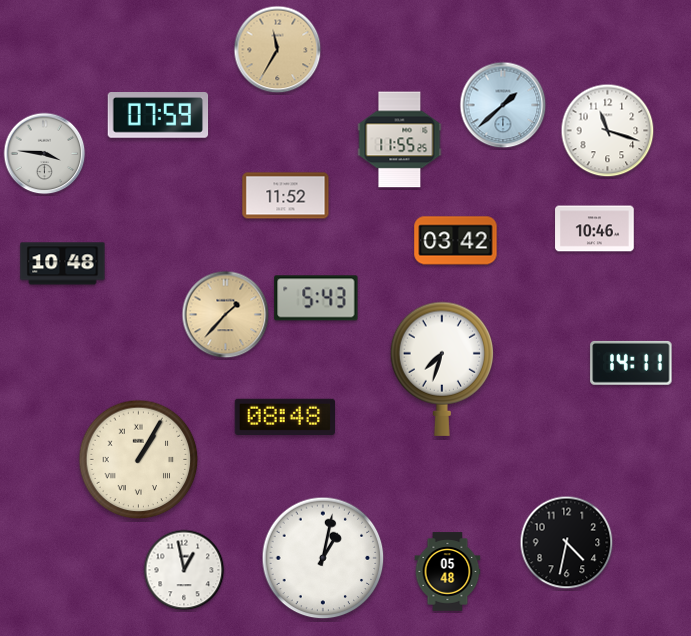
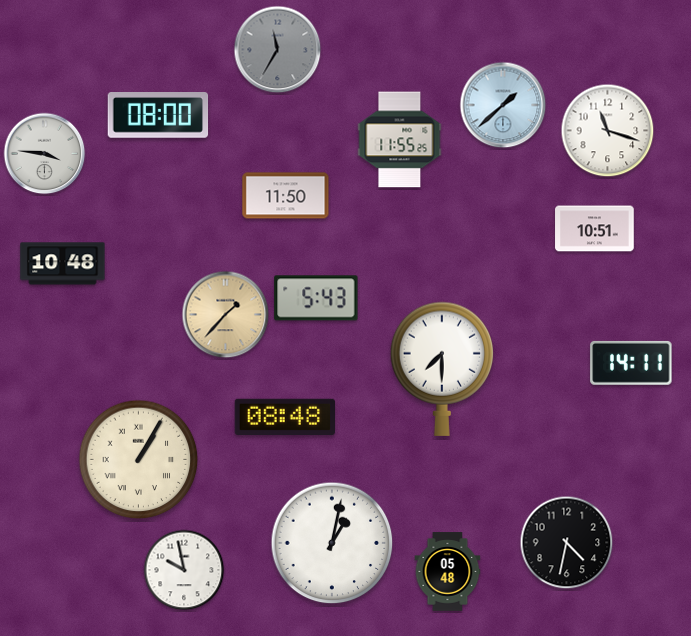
clock at (278, 50) dial: champagne -> grey
clock at (158, 116): 07:59 -> 08:00
clock at (286, 196): 11:52 -> 11:50
clock at (595, 229): 10:46 -> 10:51
clock at (456, 241): 03:42 -> none
clock at (441, 369): 7:33 -> 7:30
clock at (323, 558) position: (323, 558) -> (332, 543)
clock at (184, 570): 12:58 -> 9:58
